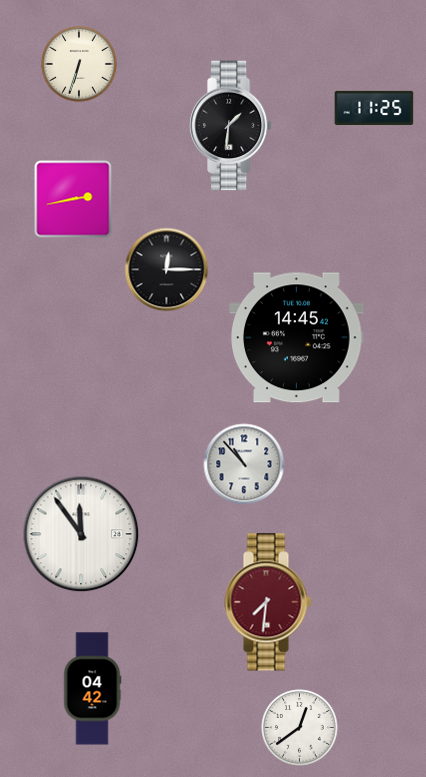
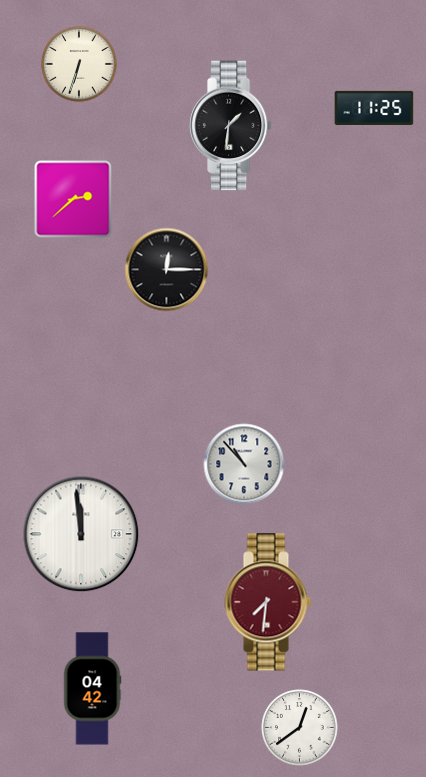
clock at (73, 199): 2:43 -> 2:38
clock at (297, 338): 14:45 -> none
clock at (81, 534): 11:54 -> 11:59
